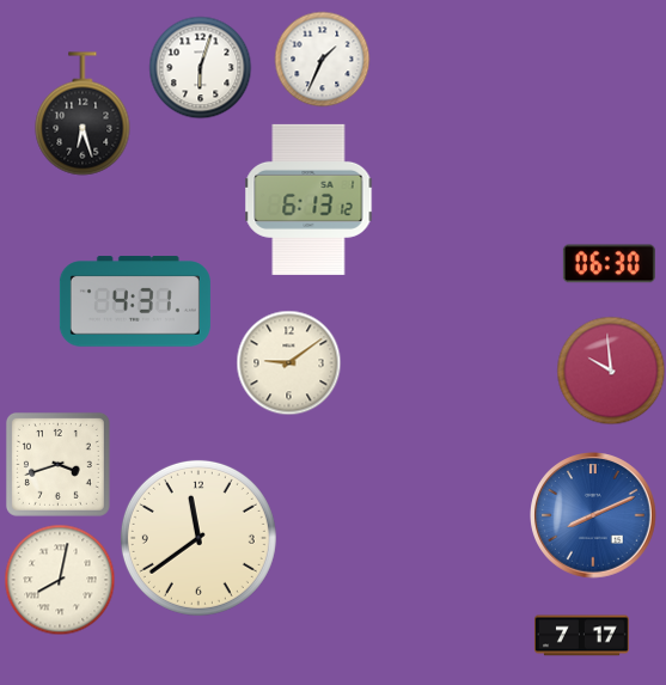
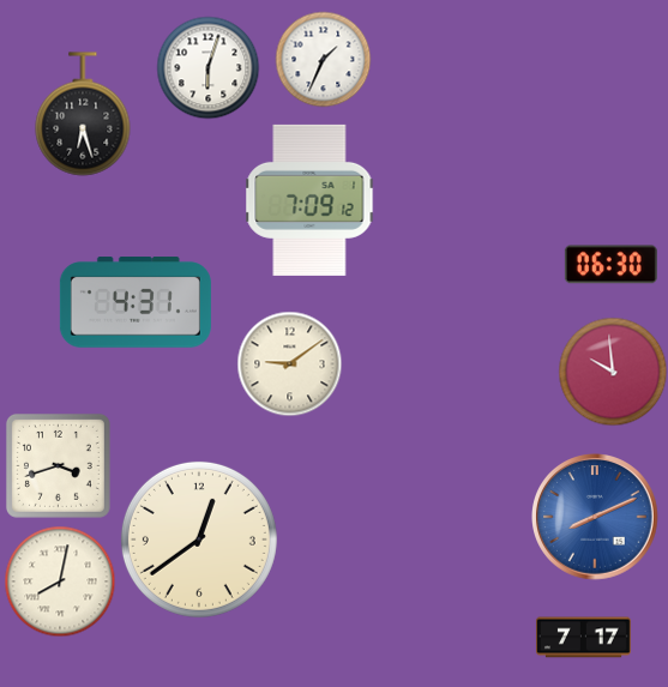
clock at (200, 67) position: (200, 67) -> (207, 67)
clock at (308, 200): 6:13 -> 7:09
clock at (198, 538): 11:39 -> 12:39
